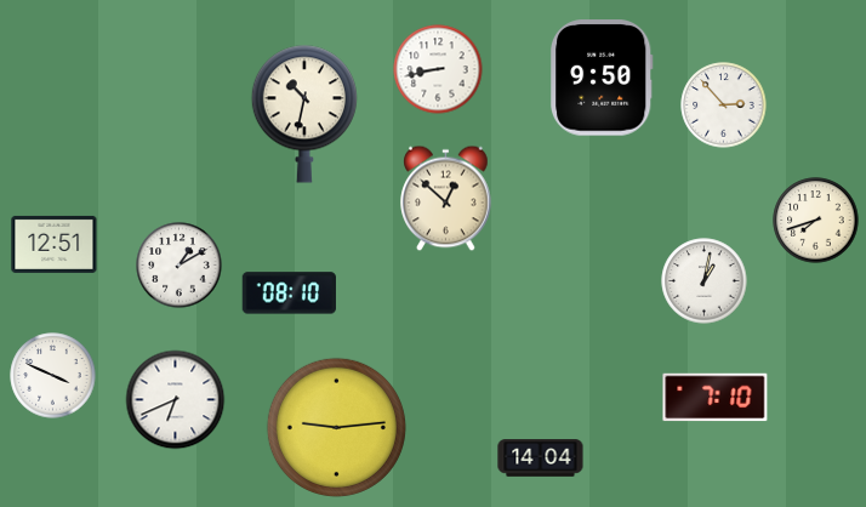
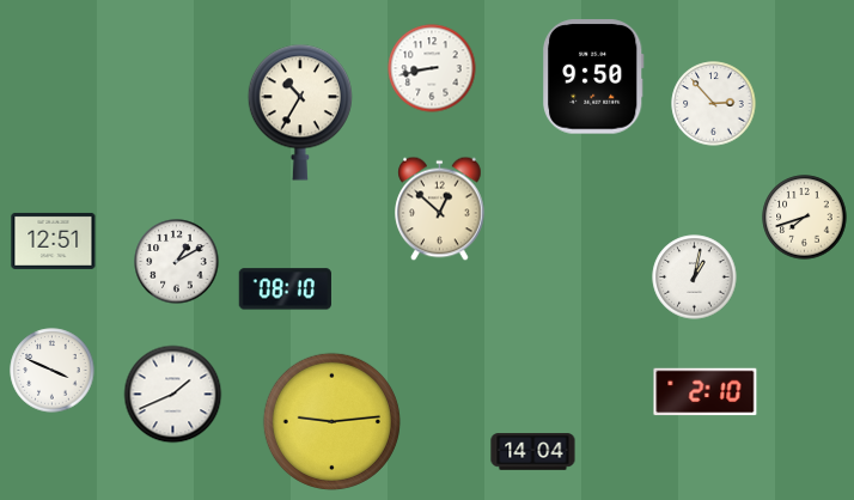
clock at (304, 114): 10:32 -> 10:35
clock at (446, 199) position: (446, 199) -> (440, 209)
clock at (716, 398): 7:10 -> 2:10
clock at (176, 400): 6:41 -> 1:41
